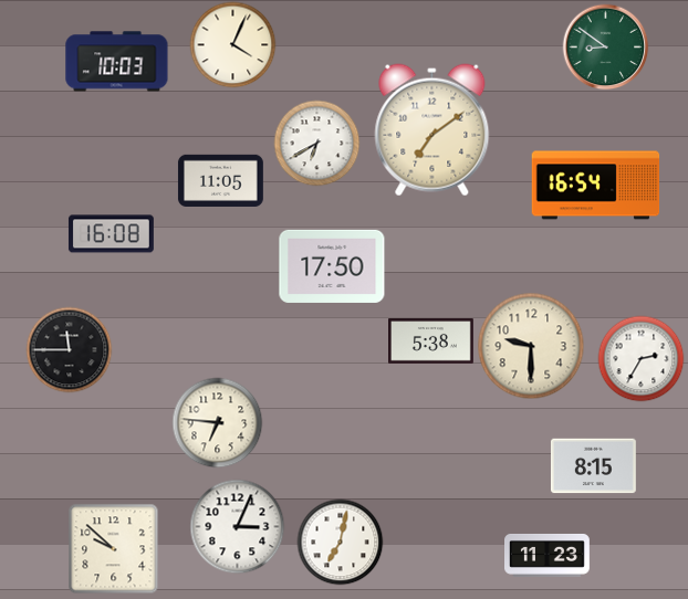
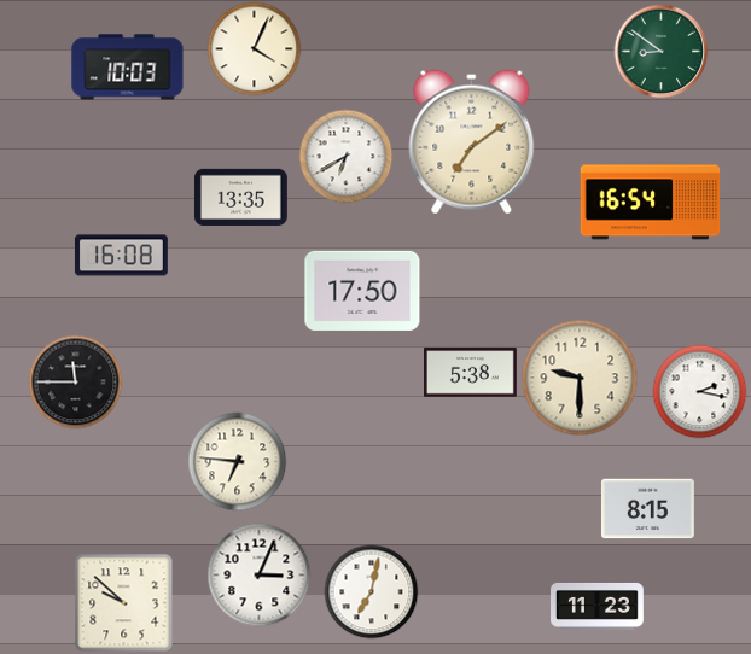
clock at (220, 180): 11:05 -> 13:35
clock at (640, 358): 2:35 -> 2:17
clock at (113, 548) position: (113, 548) -> (123, 602)
